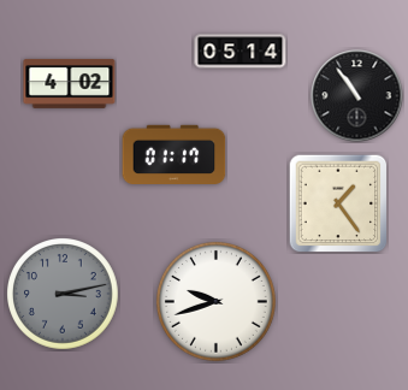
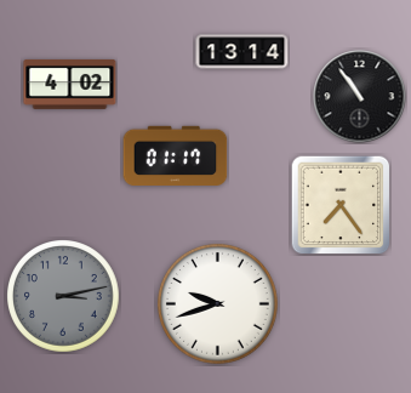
clock at (241, 52): 05:14 -> 13:14
clock at (338, 203): 1:24 -> 7:24
